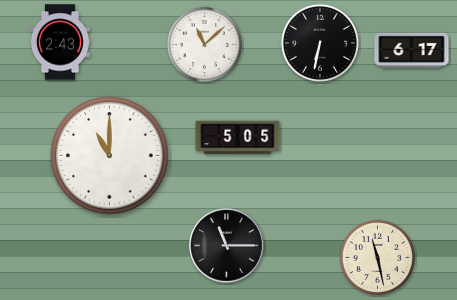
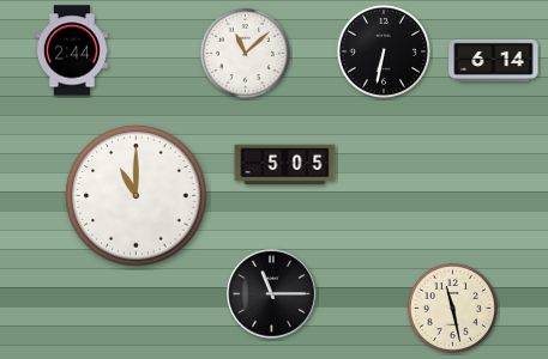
clock at (60, 42): 2:43 -> 2:44
clock at (412, 50): 6:17 -> 6:14
clock at (110, 156) position: (110, 156) -> (137, 196)
